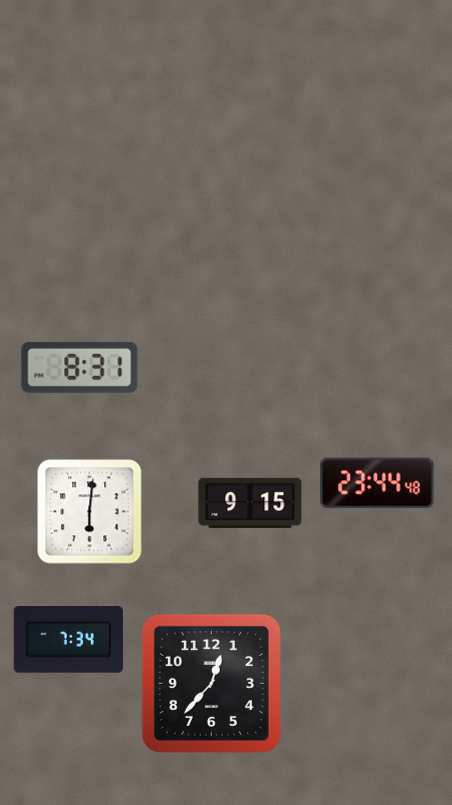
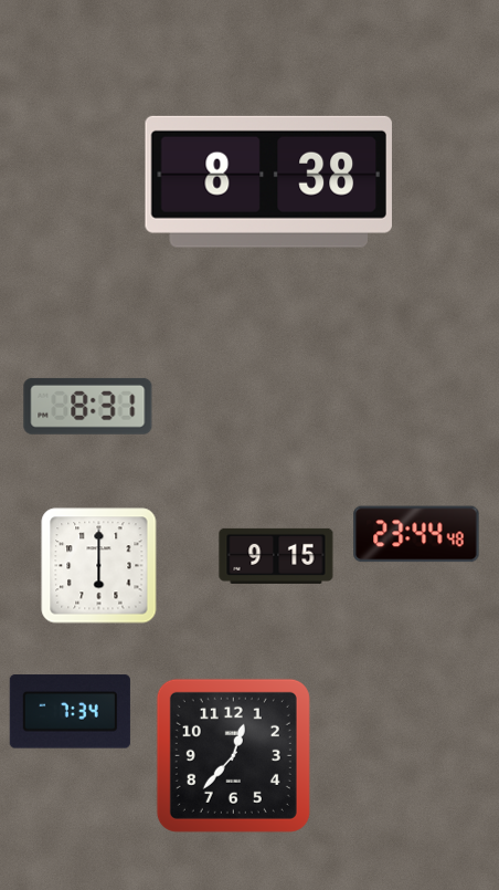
clock at (268, 181): none -> 8:38
clock at (90, 512): 6:01 -> 6:00
clock at (68, 640) position: (68, 640) -> (70, 712)
